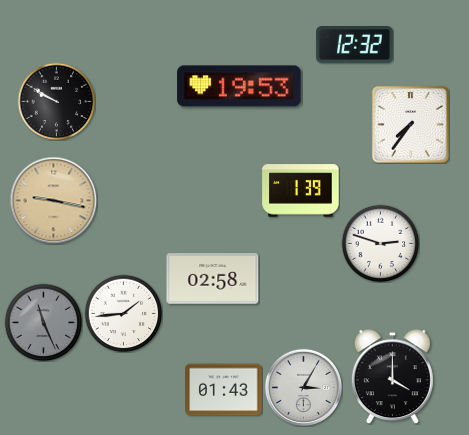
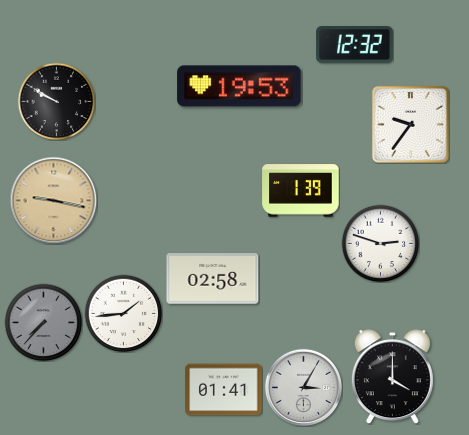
clock at (410, 124): 7:36 -> 9:36
clock at (43, 322): 11:26 -> 7:37
clock at (224, 390): 01:43 -> 01:41
